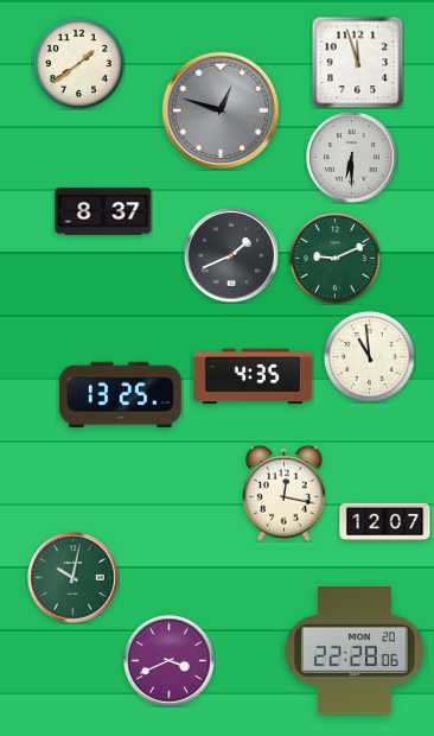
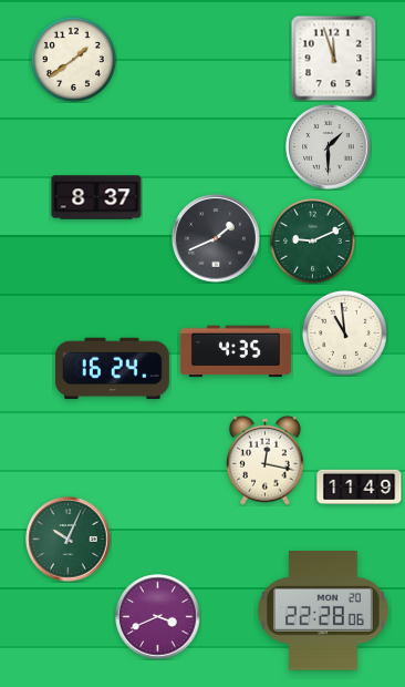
clock at (221, 110): 12:48 -> none
clock at (352, 158): 6:30 -> 1:30
clock at (120, 394): 13:25 -> 16:24
clock at (385, 521): 12:07 -> 11:49
clock at (74, 578): 10:02 -> 10:04
clock at (356, 652) position: (356, 652) -> (324, 612)
